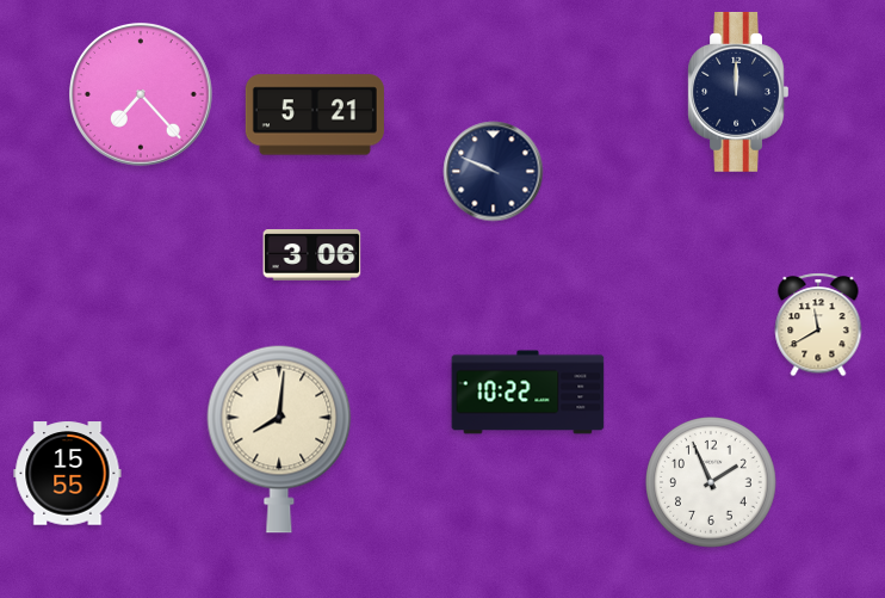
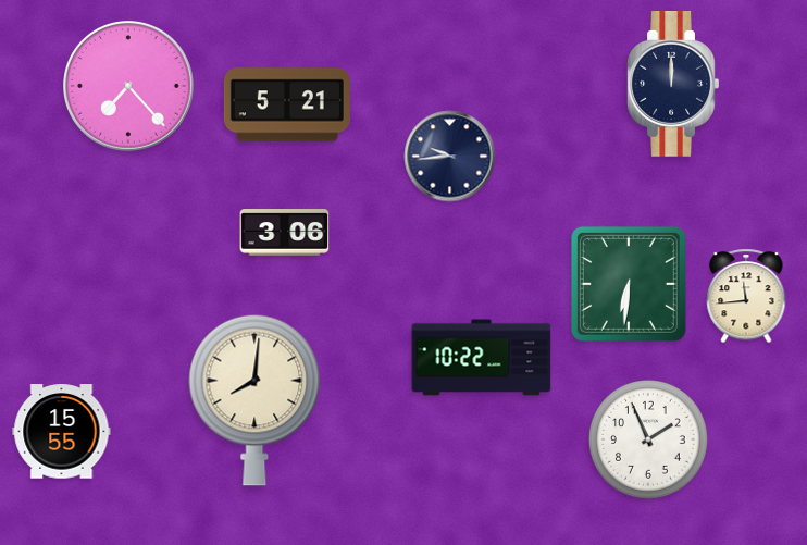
clock at (494, 172): 9:49 -> 9:44
clock at (629, 284): none -> 6:31
clock at (818, 325): 11:40 -> 11:44
